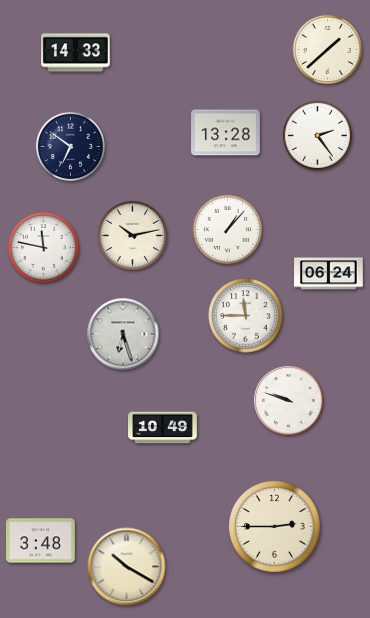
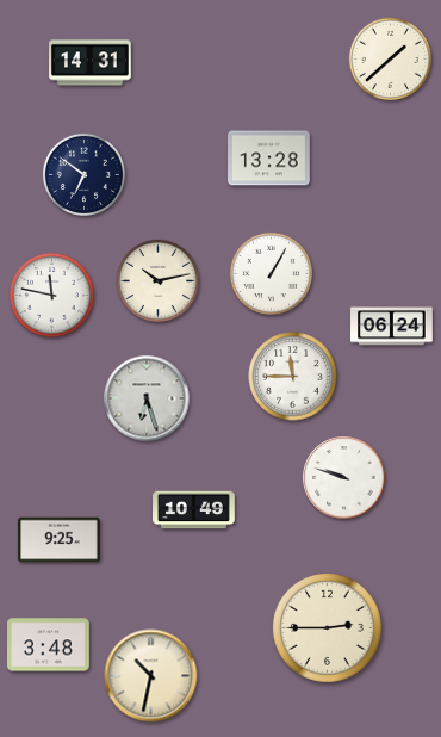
clock at (76, 53): 14:33 -> 14:31
clock at (317, 135): 2:24 -> none
clock at (227, 229): 1:07 -> 1:05
clock at (60, 540): none -> 9:25
clock at (127, 567): 10:20 -> 10:32
